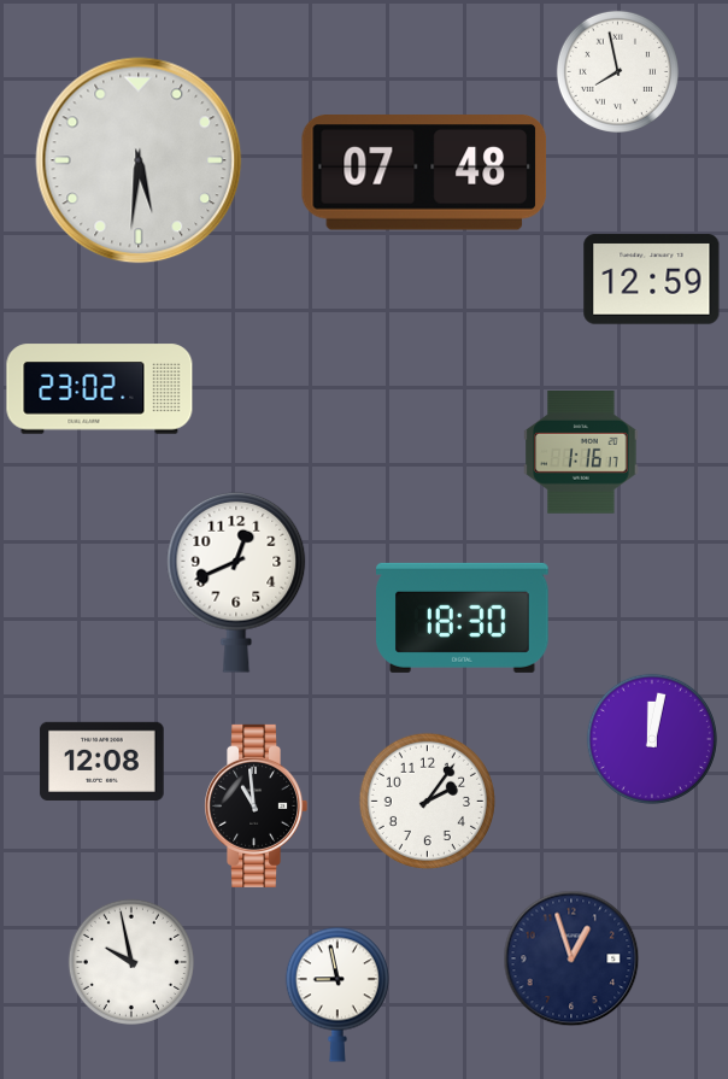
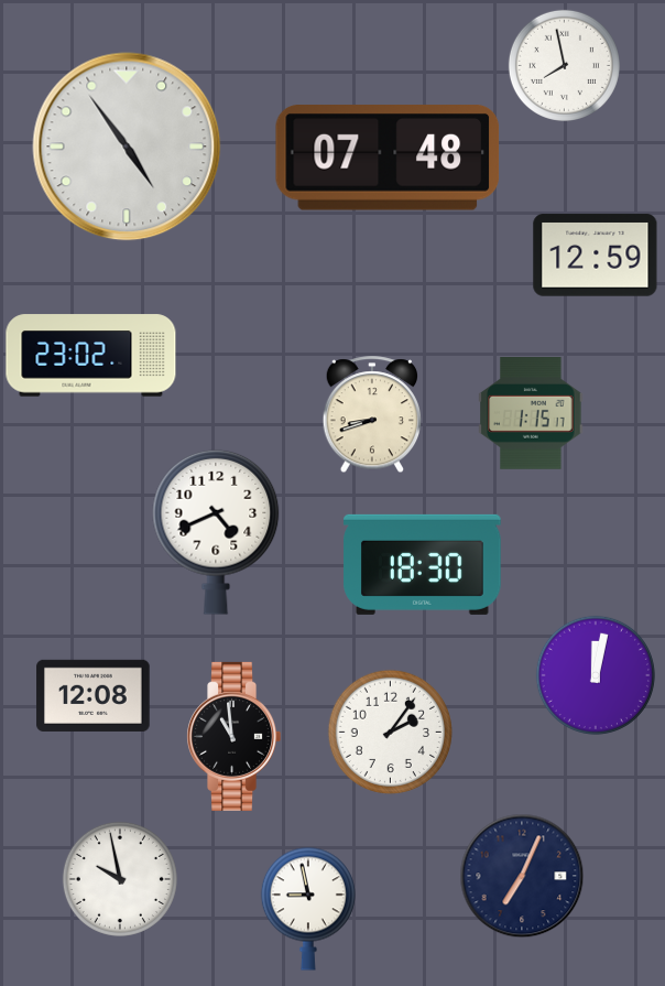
clock at (139, 160): 5:31 -> 4:54
clock at (581, 453): 1:16 -> 1:15
clock at (372, 415): none -> 8:42
clock at (236, 582): 12:41 -> 4:41
clock at (571, 958): 12:57 -> 7:04
